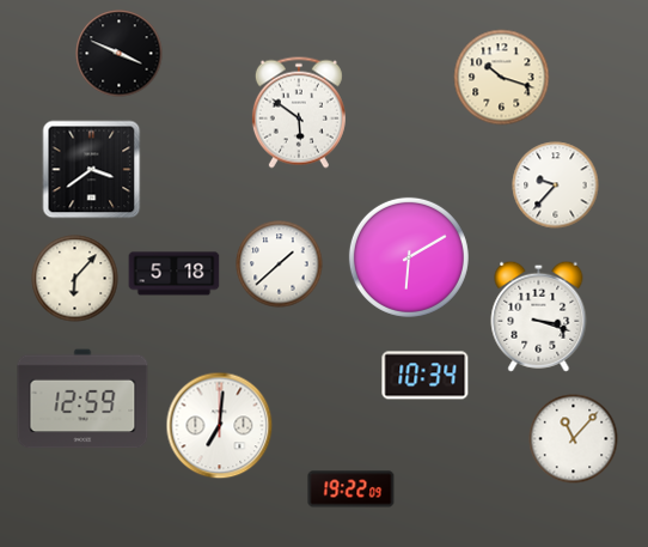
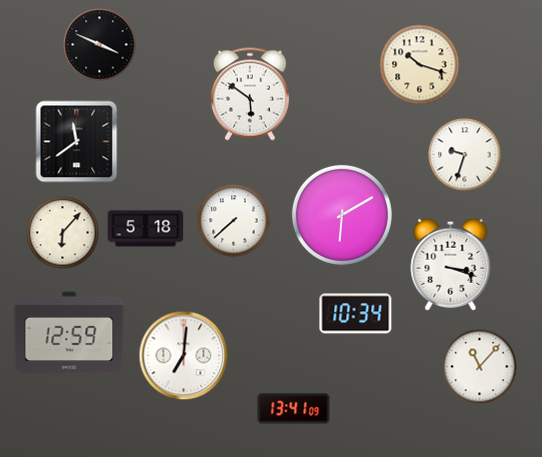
clock at (92, 170): 3:39 -> 11:39
clock at (556, 186): 9:37 -> 9:33
clock at (280, 265): 1:38 -> 7:38
clock at (351, 490): 19:22 -> 13:41
